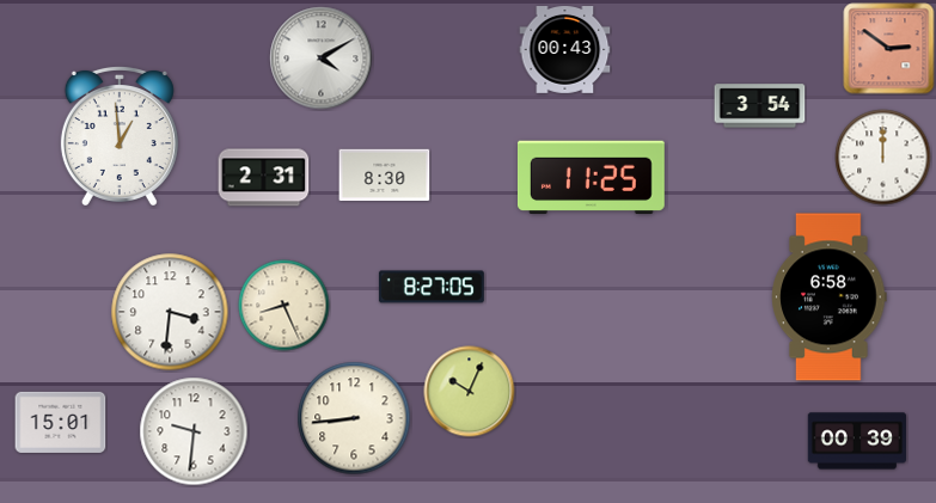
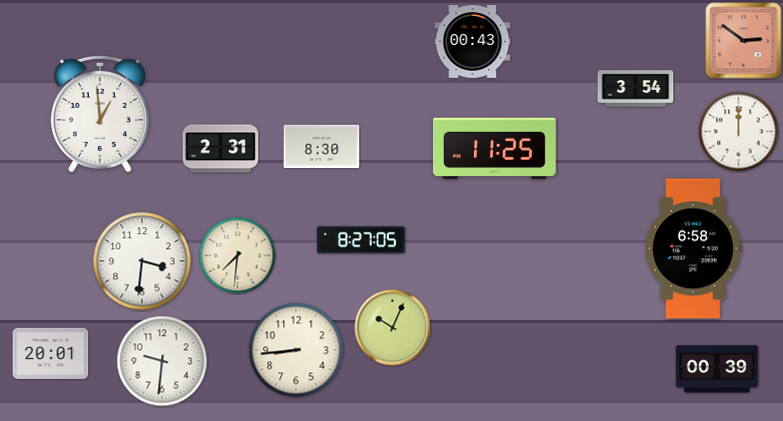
clock at (322, 59): 4:10 -> none
clock at (285, 306): 8:26 -> 7:31
clock at (61, 422): 15:01 -> 20:01
